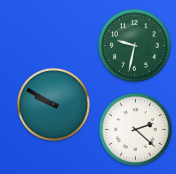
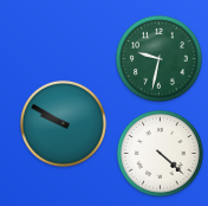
clock at (134, 45) position: (134, 45) -> (158, 58)
clock at (135, 129): 2:22 -> 4:22
